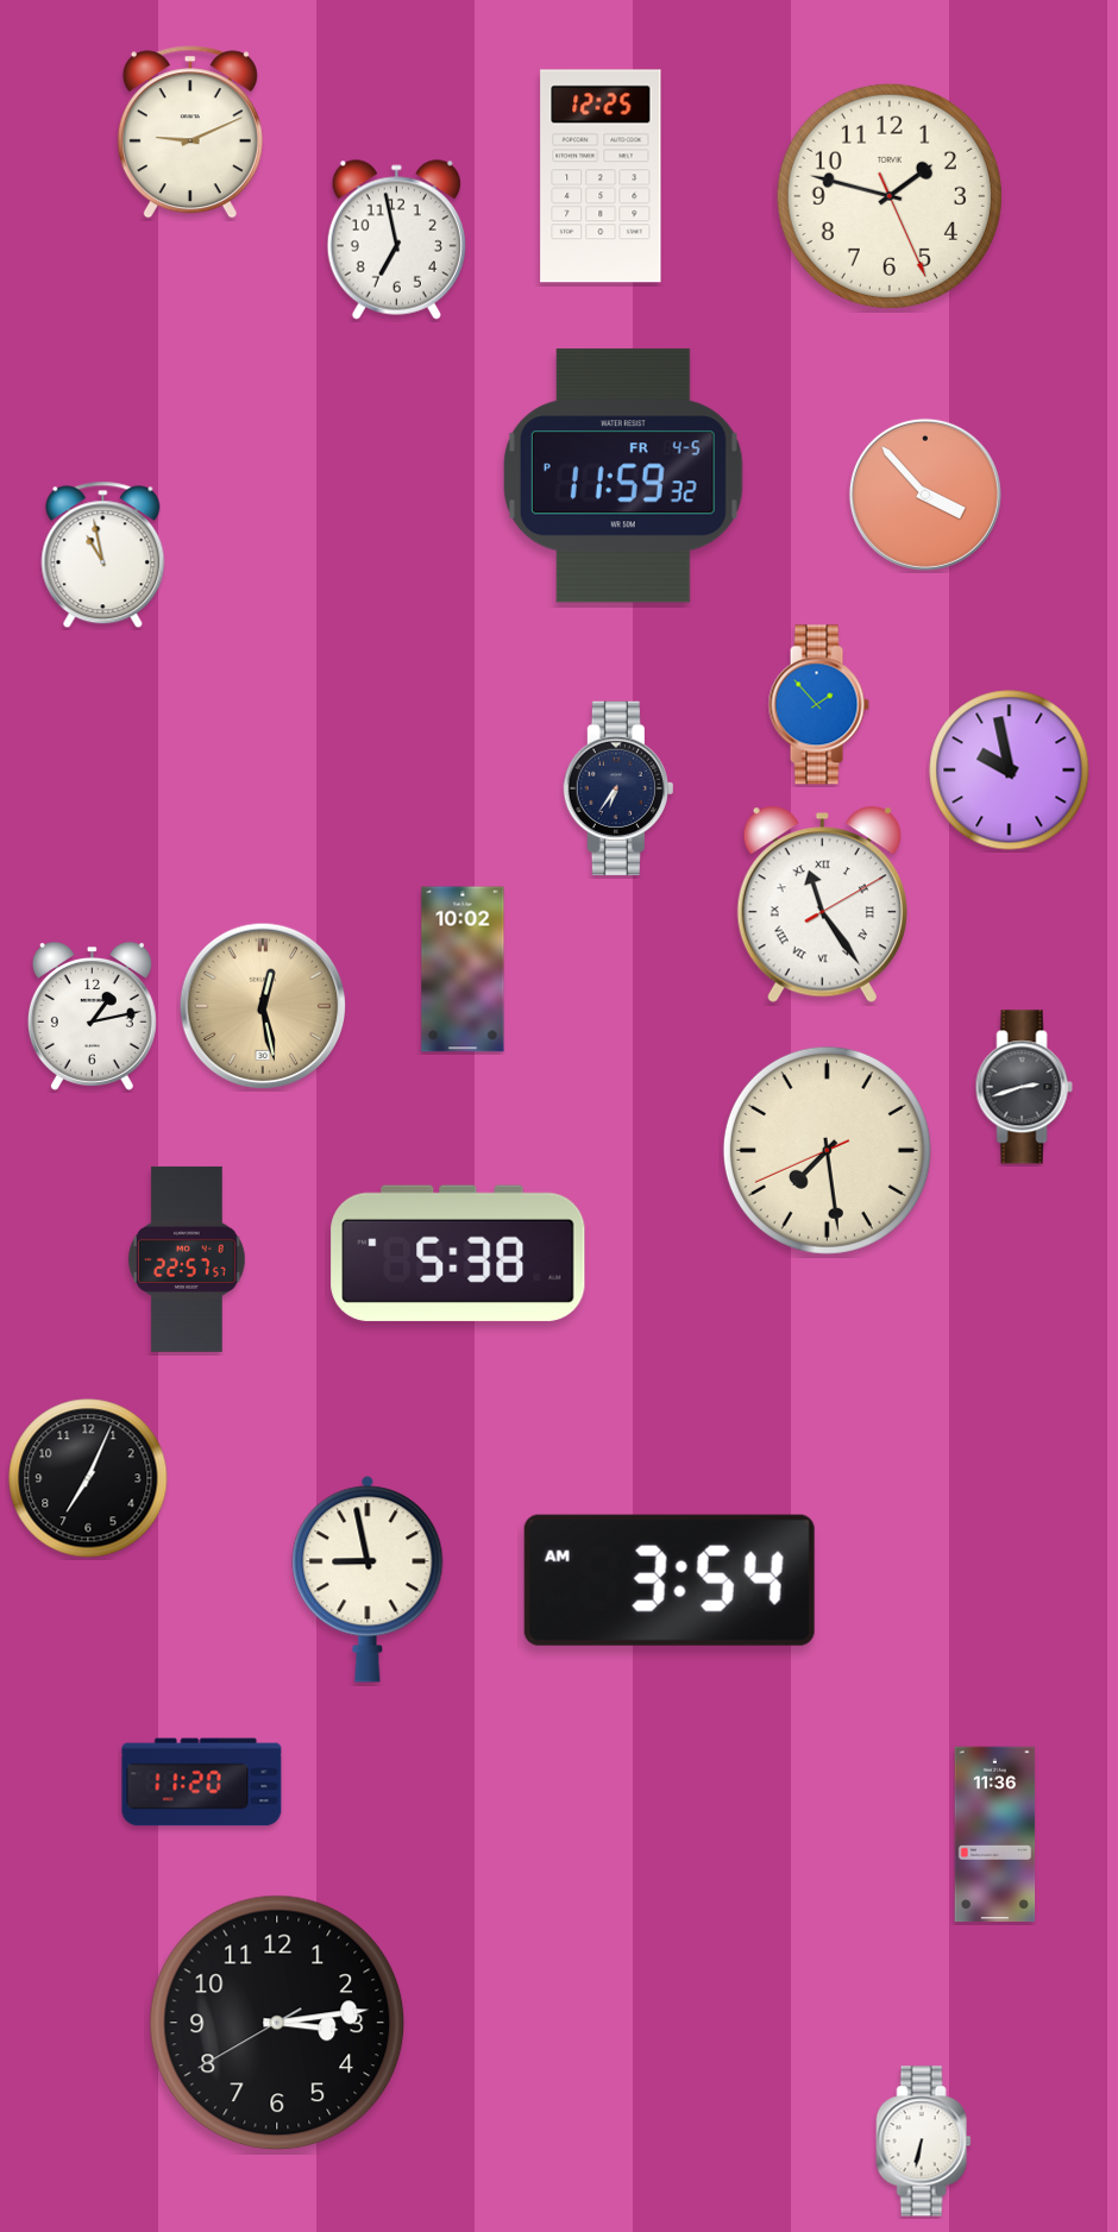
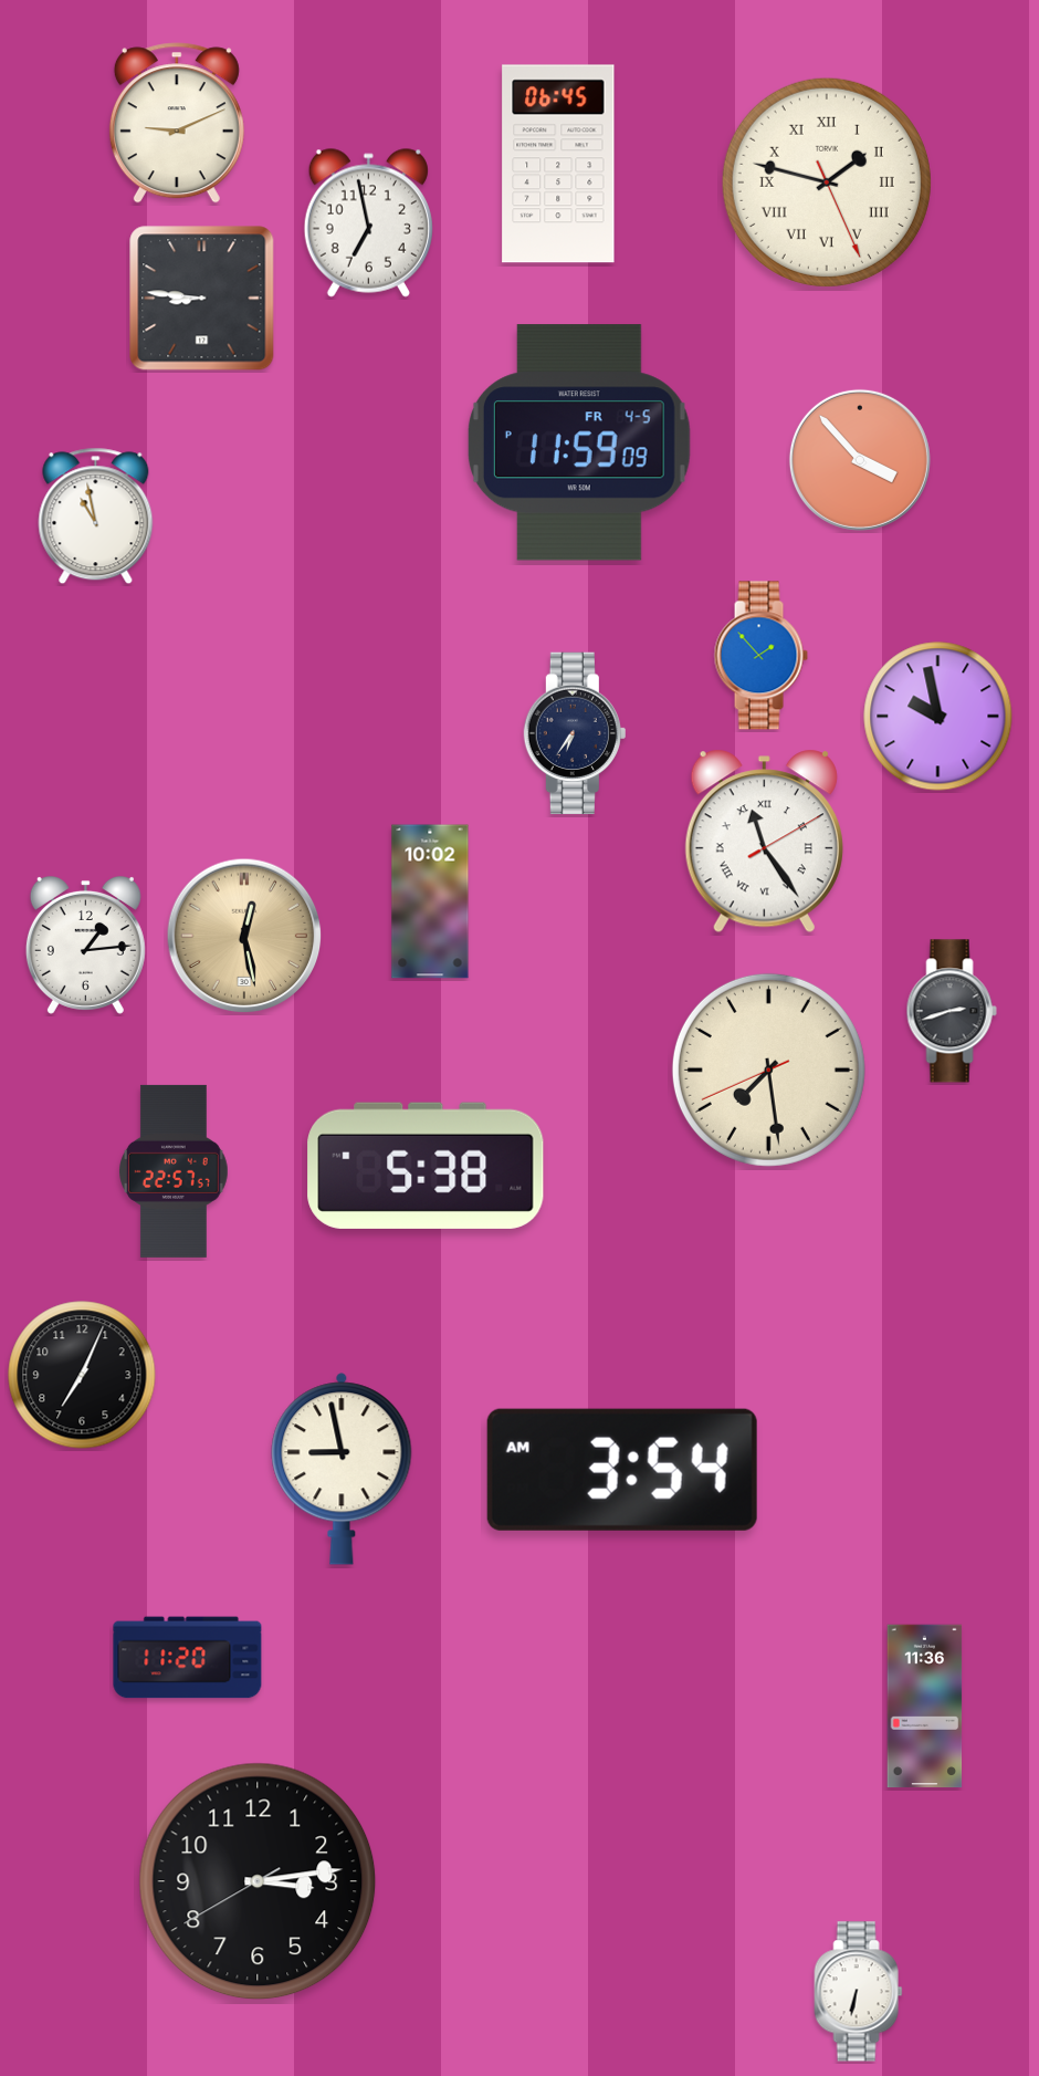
clock at (601, 176): 12:25 -> 06:45
clock at (890, 196) numerals: Arabic -> Roman
clock at (202, 299): none -> 8:46
clock at (623, 476): 11:59:32 PM -> 11:59:09 PM
clock at (92, 1016): 1:13 -> 1:14
